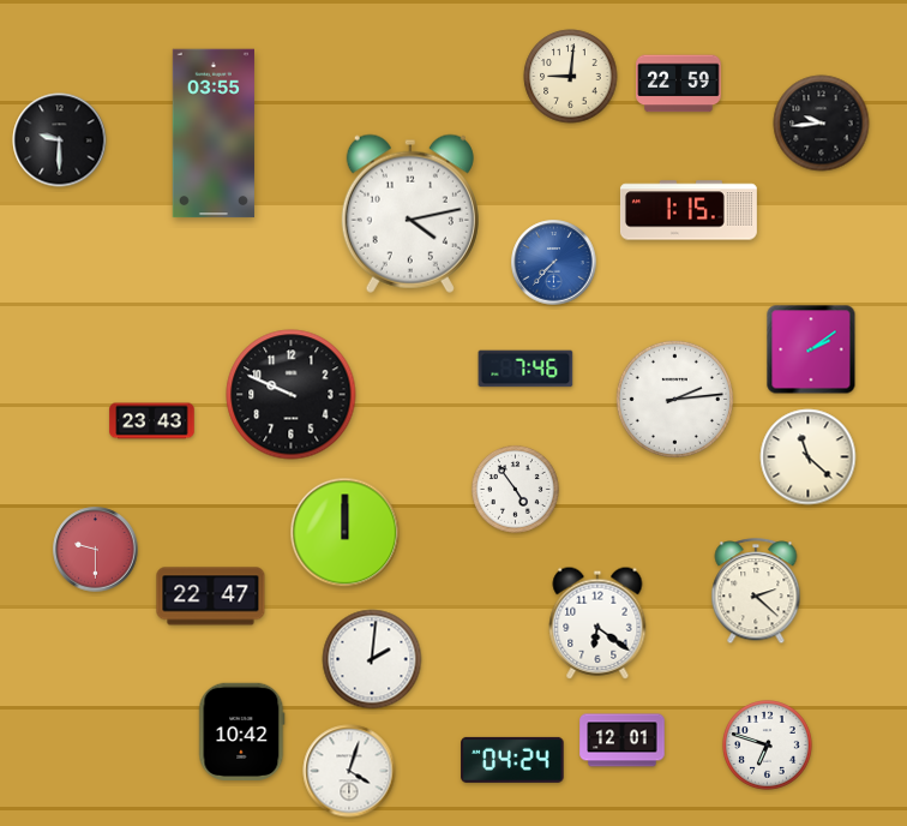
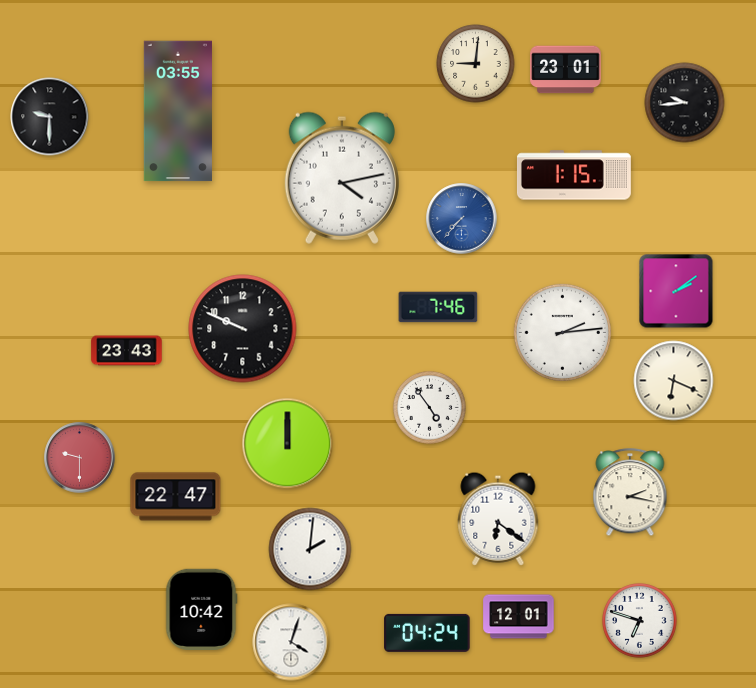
clock at (679, 84): 22:59 -> 23:01
clock at (809, 457): 11:22 -> 6:19
clock at (756, 592): 2:22 -> 2:17
